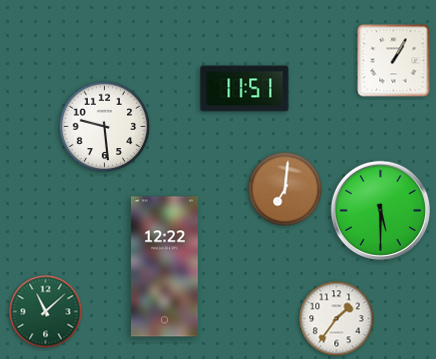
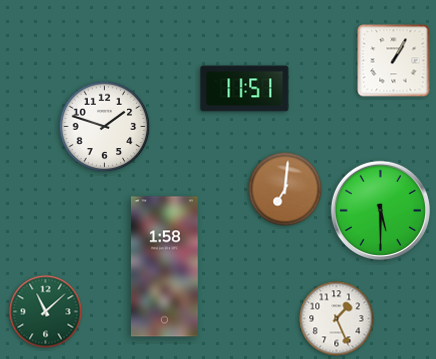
clock at (105, 127): 9:29 -> 1:48
clock at (164, 267): 12:22 -> 1:58
clock at (337, 319): 1:36 -> 1:26
